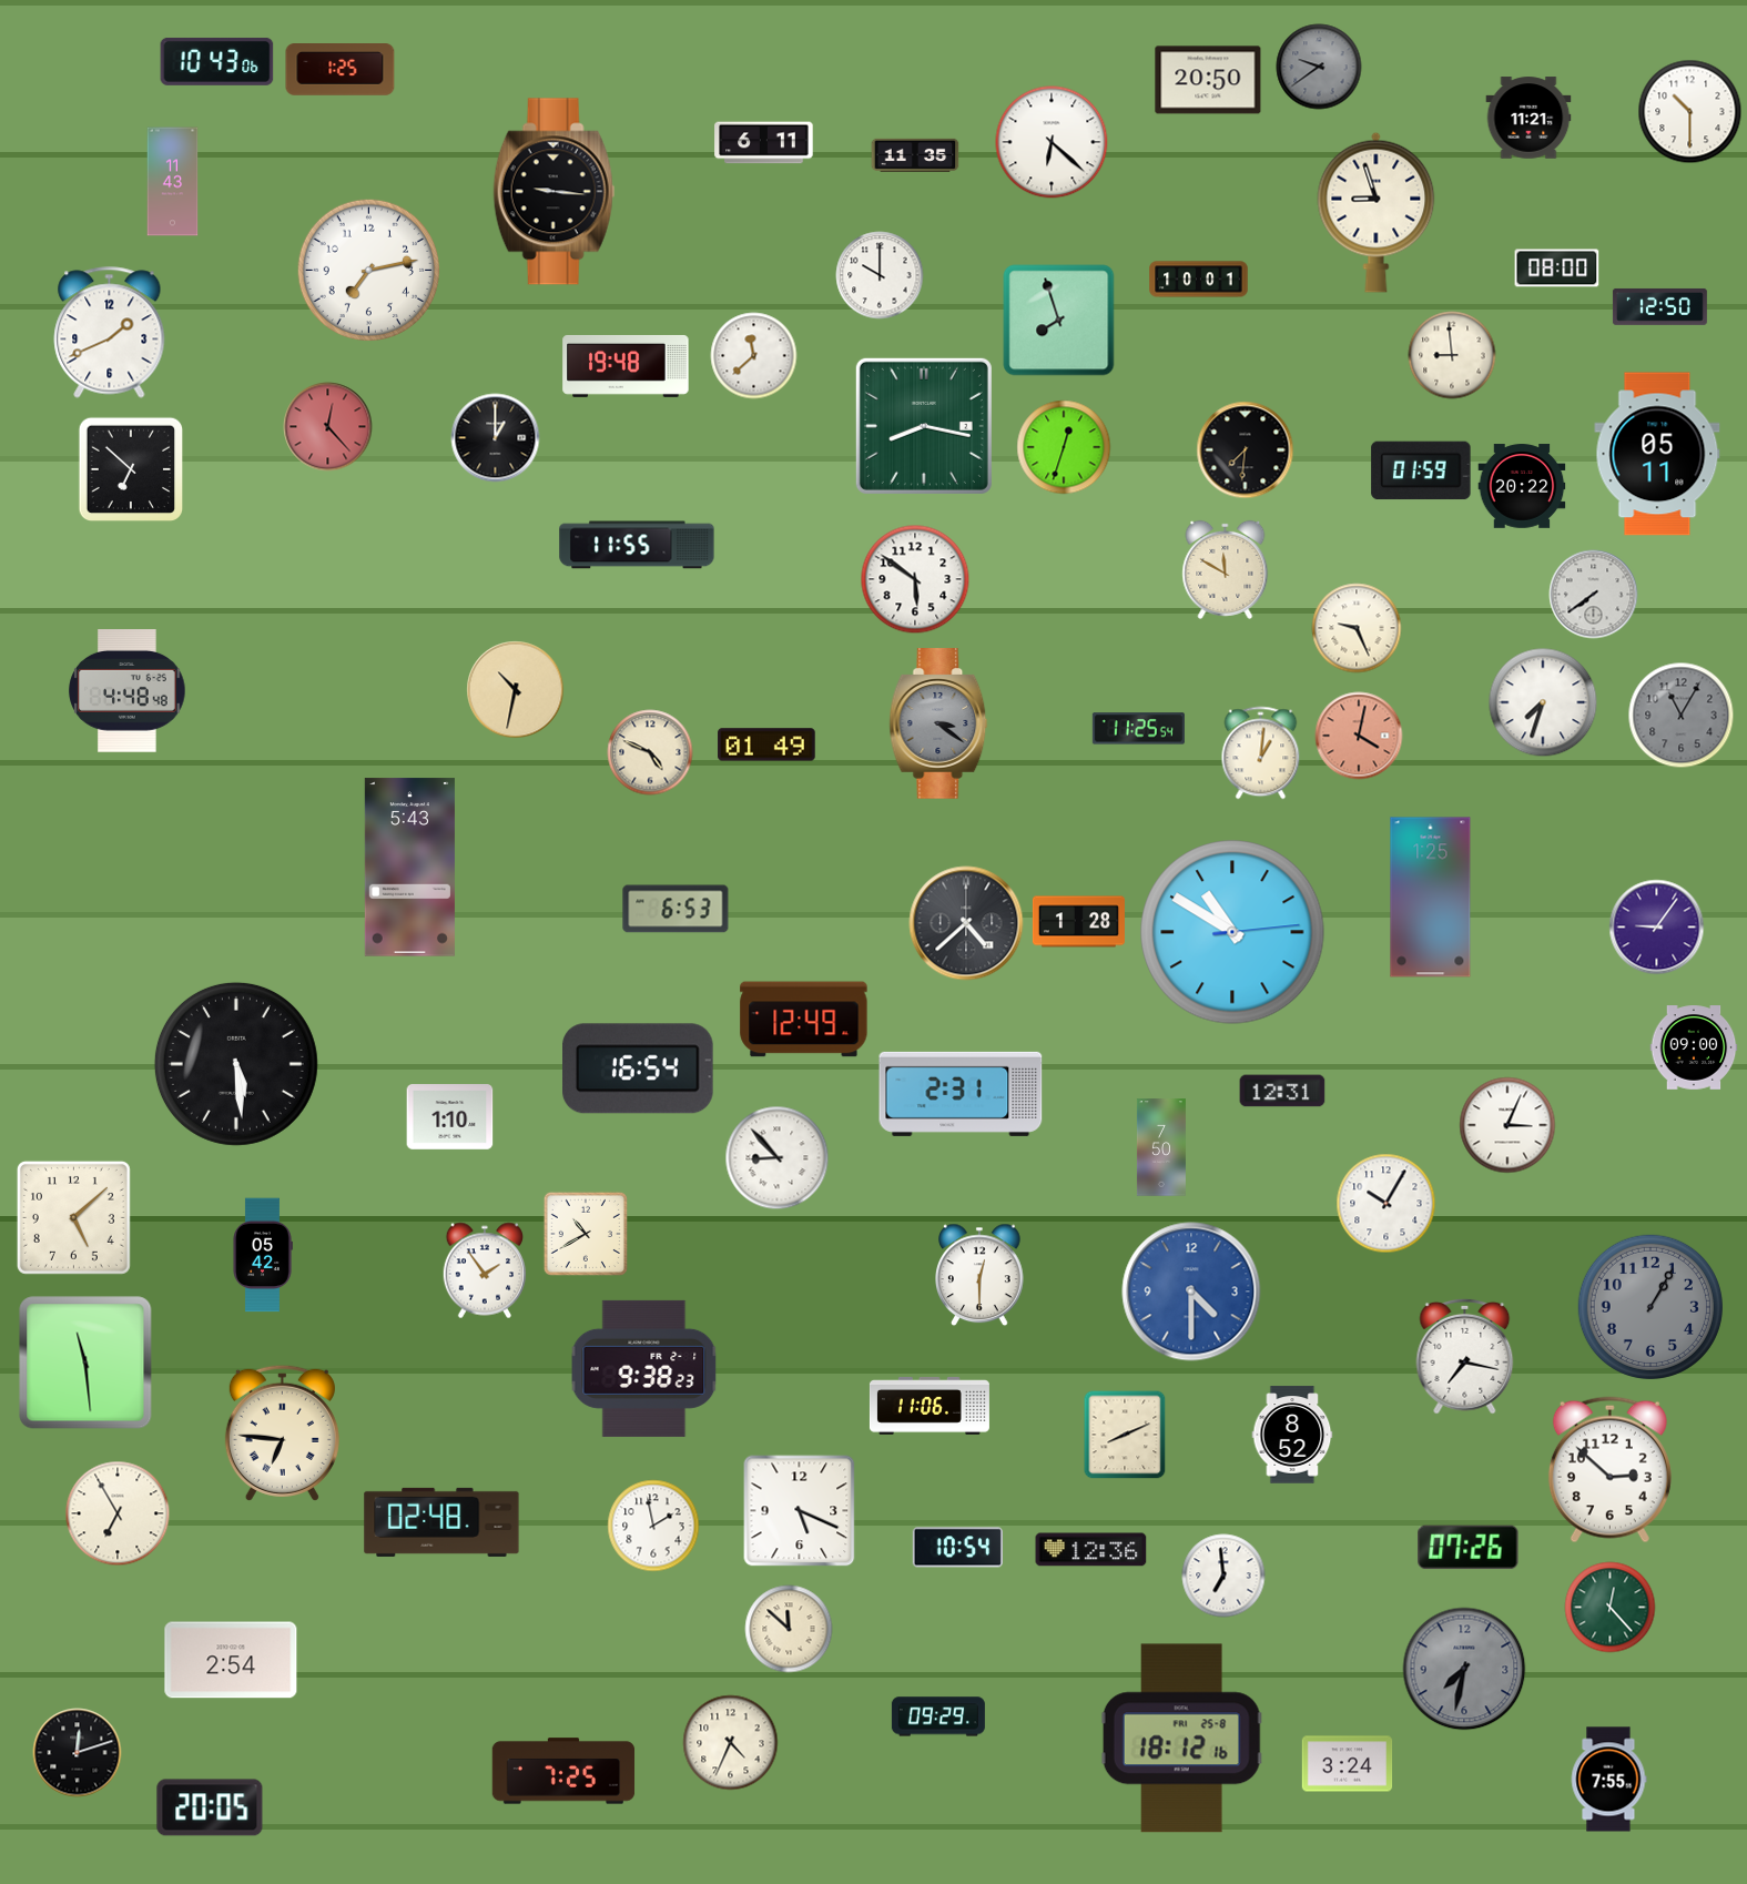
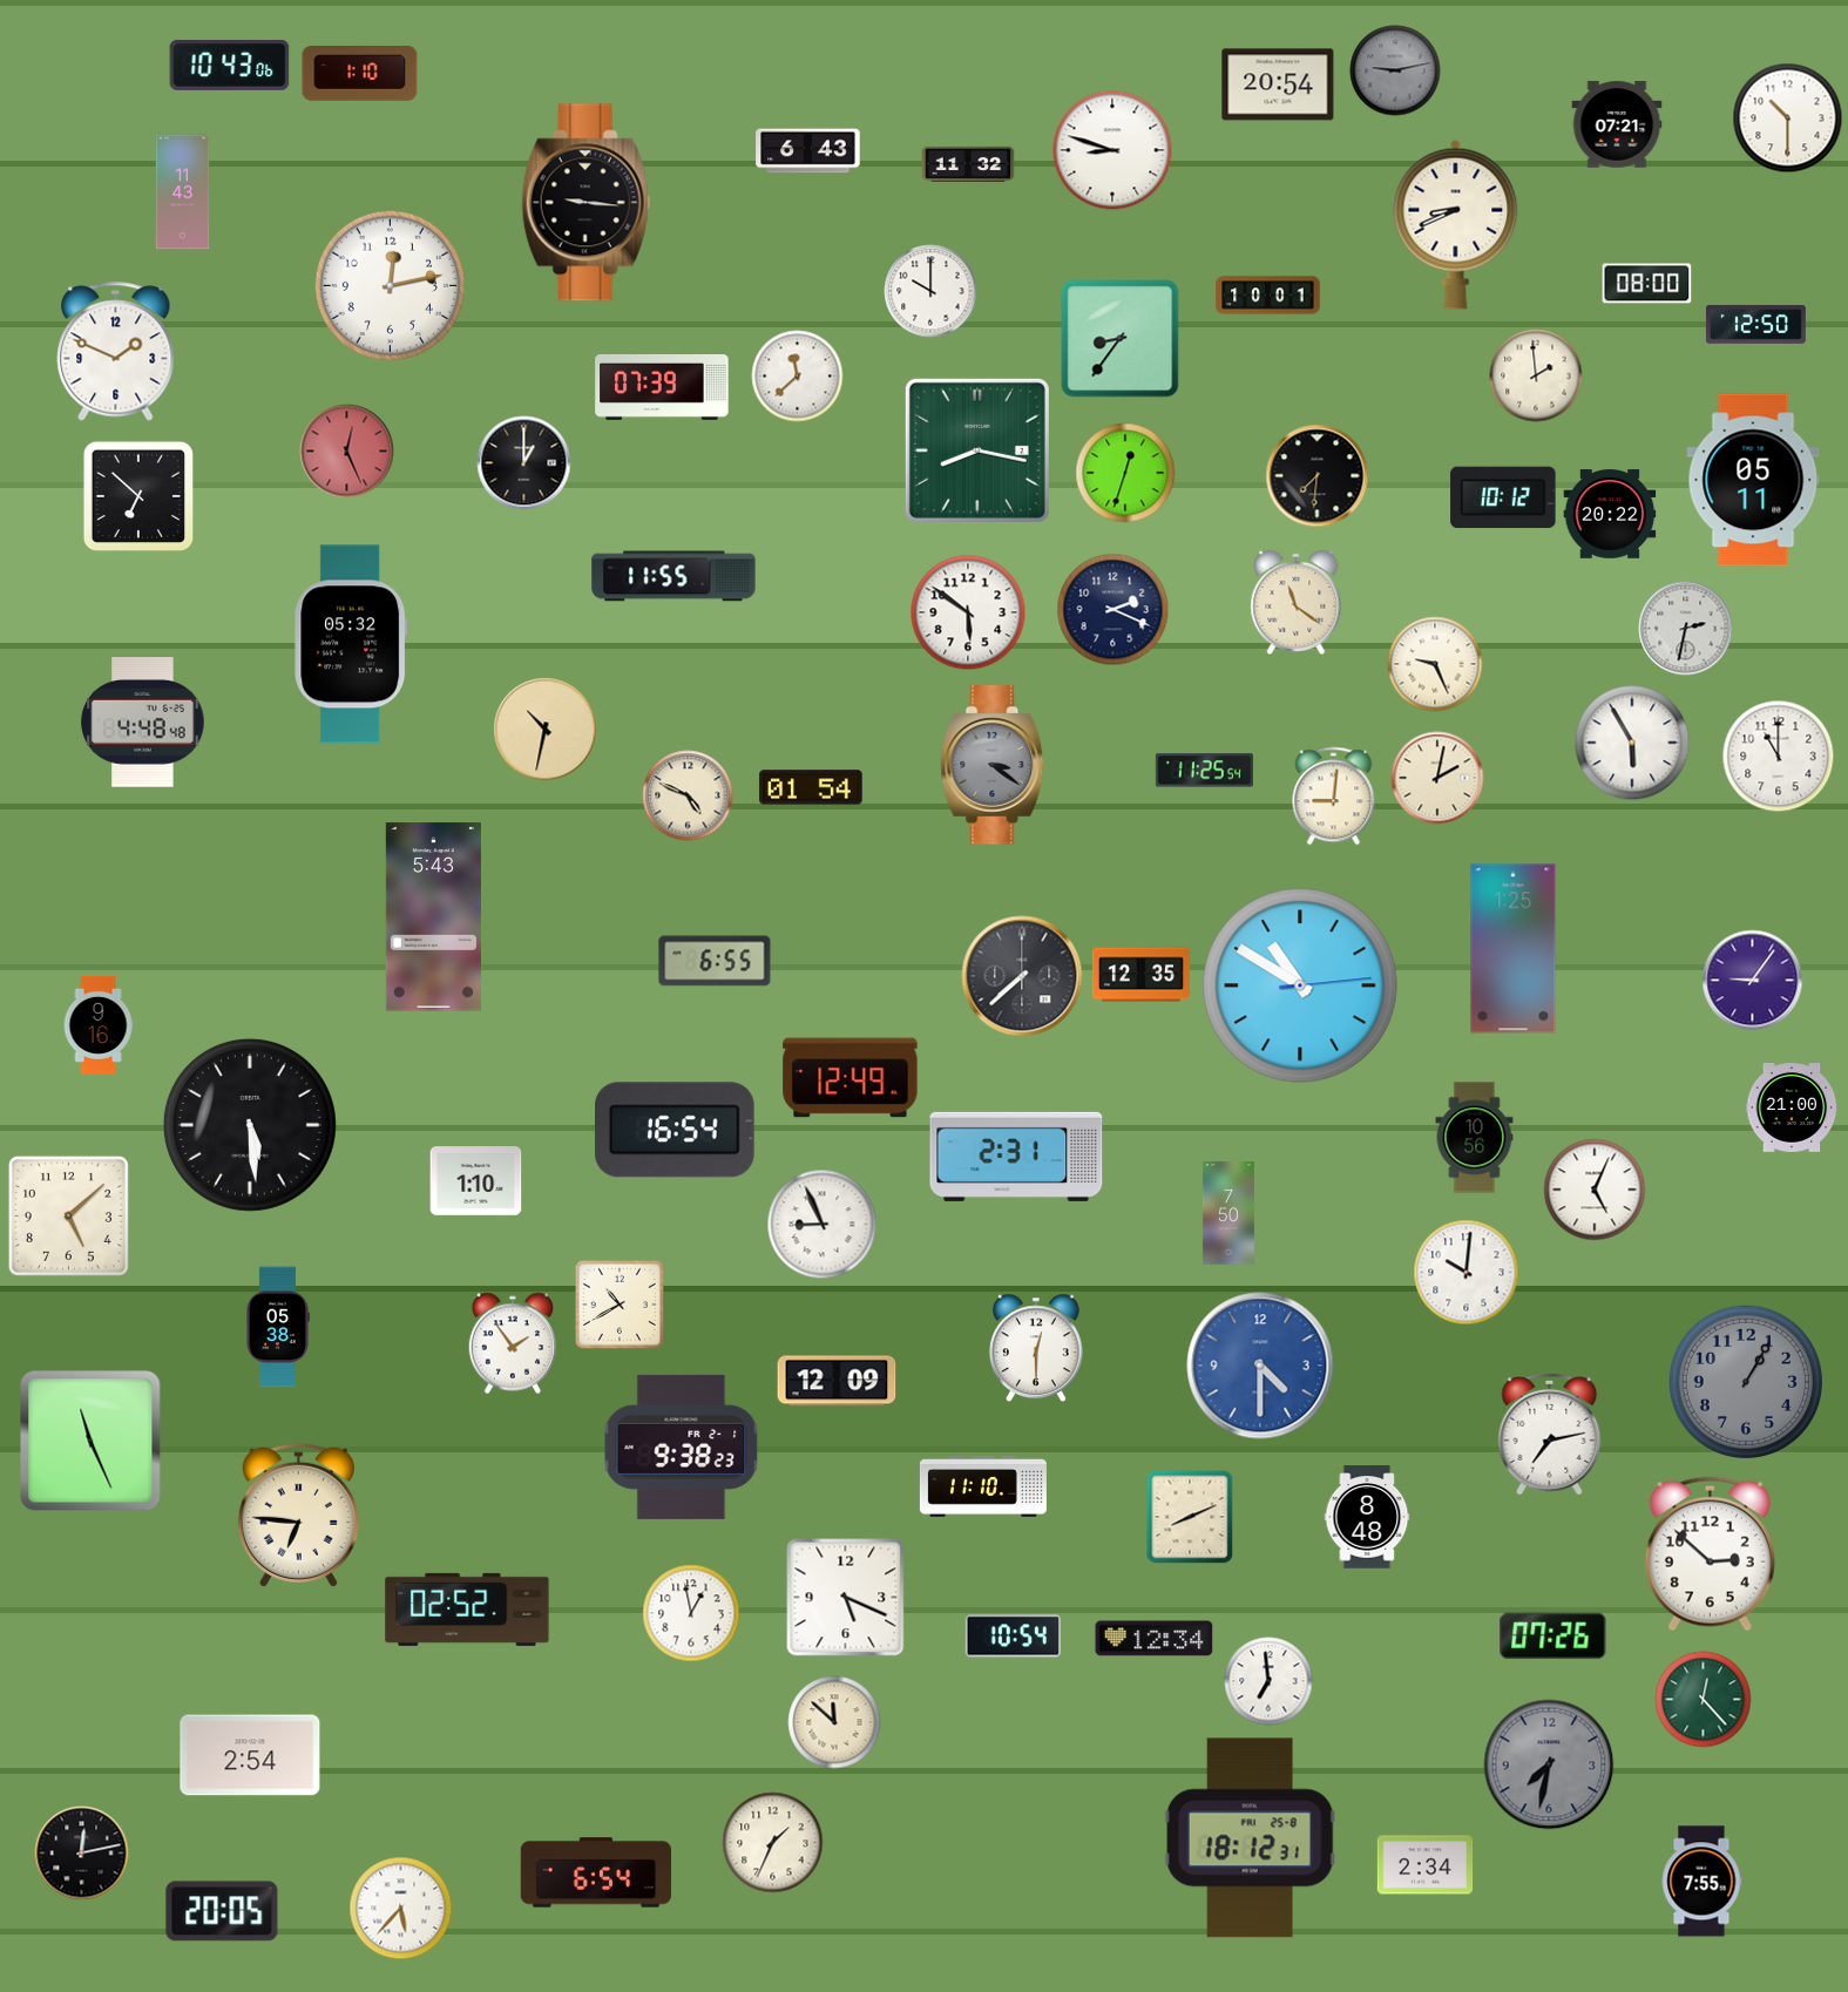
clock at (1319, 67): 9:39 -> 9:13
clock at (341, 70): 1:25 -> 1:10
clock at (1208, 80): 20:50 -> 20:54
clock at (1528, 118): 11:21 -> 07:21
clock at (1052, 142): 6:22 -> 8:48
clock at (764, 143): 6:11 -> 6:43
clock at (915, 155): 11:35 -> 11:32
clock at (1377, 212): 8:57 -> 8:41
clock at (368, 270): 7:13 -> 12:13
clock at (1059, 321): 7:57 -> 8:36
clock at (110, 333): 1:41 -> 1:49
clock at (1452, 355): 8:59 -> 1:59
clock at (626, 366): 19:48 -> 07:39
clock at (328, 427): 12:23 -> 12:26
clock at (1421, 470): 01:59 -> 10:12
clock at (1226, 569): 11:50 -> 11:21
clock at (1113, 610): none -> 2:19
clock at (1594, 595): 7:39 -> 2:32
clock at (351, 644): none -> 05:32
clock at (128, 691) position: (128, 691) -> (143, 723)
clock at (1543, 702): 7:33 -> 5:55
clock at (1682, 716): 11:05 -> 11:00
clock at (1682, 716) dial: grey -> white
clock at (1359, 736): 4:02 -> 2:02
clock at (1359, 736) dial: salmon -> cream
clock at (766, 745): 01:49 -> 01:54
clock at (1261, 753): 1:01 -> 9:01
clock at (676, 909): 6:53 -> 6:55
clock at (1078, 922): 1:28 -> 12:35
clock at (966, 923): 4:38 -> 7:38
clock at (1232, 932) position: (1232, 932) -> (1300, 985)
clock at (99, 1025): none -> 9:16
clock at (1694, 1047): 09:00 -> 21:00
clock at (1475, 1138): none -> 10:56
clock at (1282, 1091): 12:31 -> none
clock at (1507, 1125): 3:04 -> 5:04
clock at (778, 1158): 8:53 -> 8:56
clock at (1387, 1204): 10:05 -> 10:01
clock at (73, 1217) position: (73, 1217) -> (68, 1215)
clock at (263, 1255): 05:42 -> 05:38
clock at (837, 1381): none -> 12:09
clock at (1465, 1356): 7:17 -> 7:13
clock at (85, 1363): 11:29 -> 11:26
clock at (930, 1406): 11:06 -> 11:10
clock at (1292, 1435): 8:52 -> 8:48
clock at (1609, 1470) position: (1609, 1470) -> (1710, 1554)
clock at (118, 1513): 6:55 -> none
clock at (441, 1522): 02:48 -> 02:52
clock at (653, 1526): 1:58 -> 12:58
clock at (1091, 1550): 12:36 -> 12:34
clock at (1223, 1576) position: (1223, 1576) -> (1268, 1681)
clock at (231, 1660) position: (231, 1660) -> (250, 1755)
clock at (938, 1716): 09:29 -> none
clock at (1181, 1739): 18:12:16 -> 18:12:31
clock at (731, 1743): 4:34 -> 1:34
clock at (78, 1753): 12:12 -> 12:13
clock at (1348, 1764): 3:24 -> 2:34
clock at (563, 1771): 7:25 -> 6:54
clock at (401, 1909): none -> 5:37
